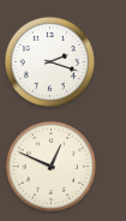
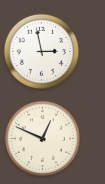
clock at (49, 61): 2:18 -> 2:58
